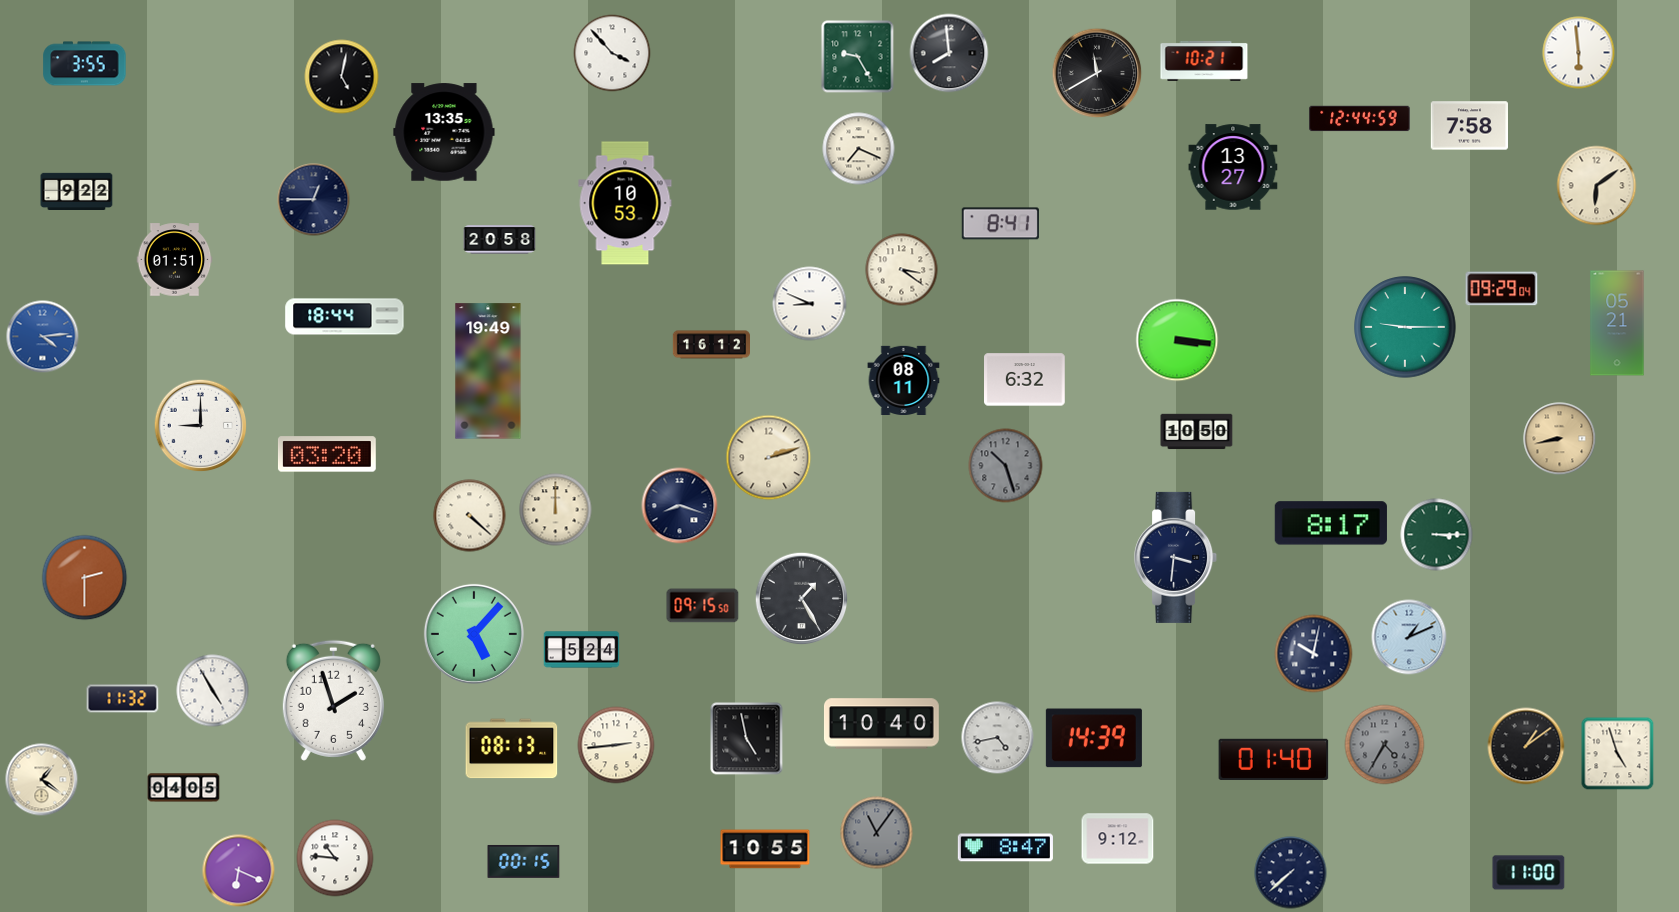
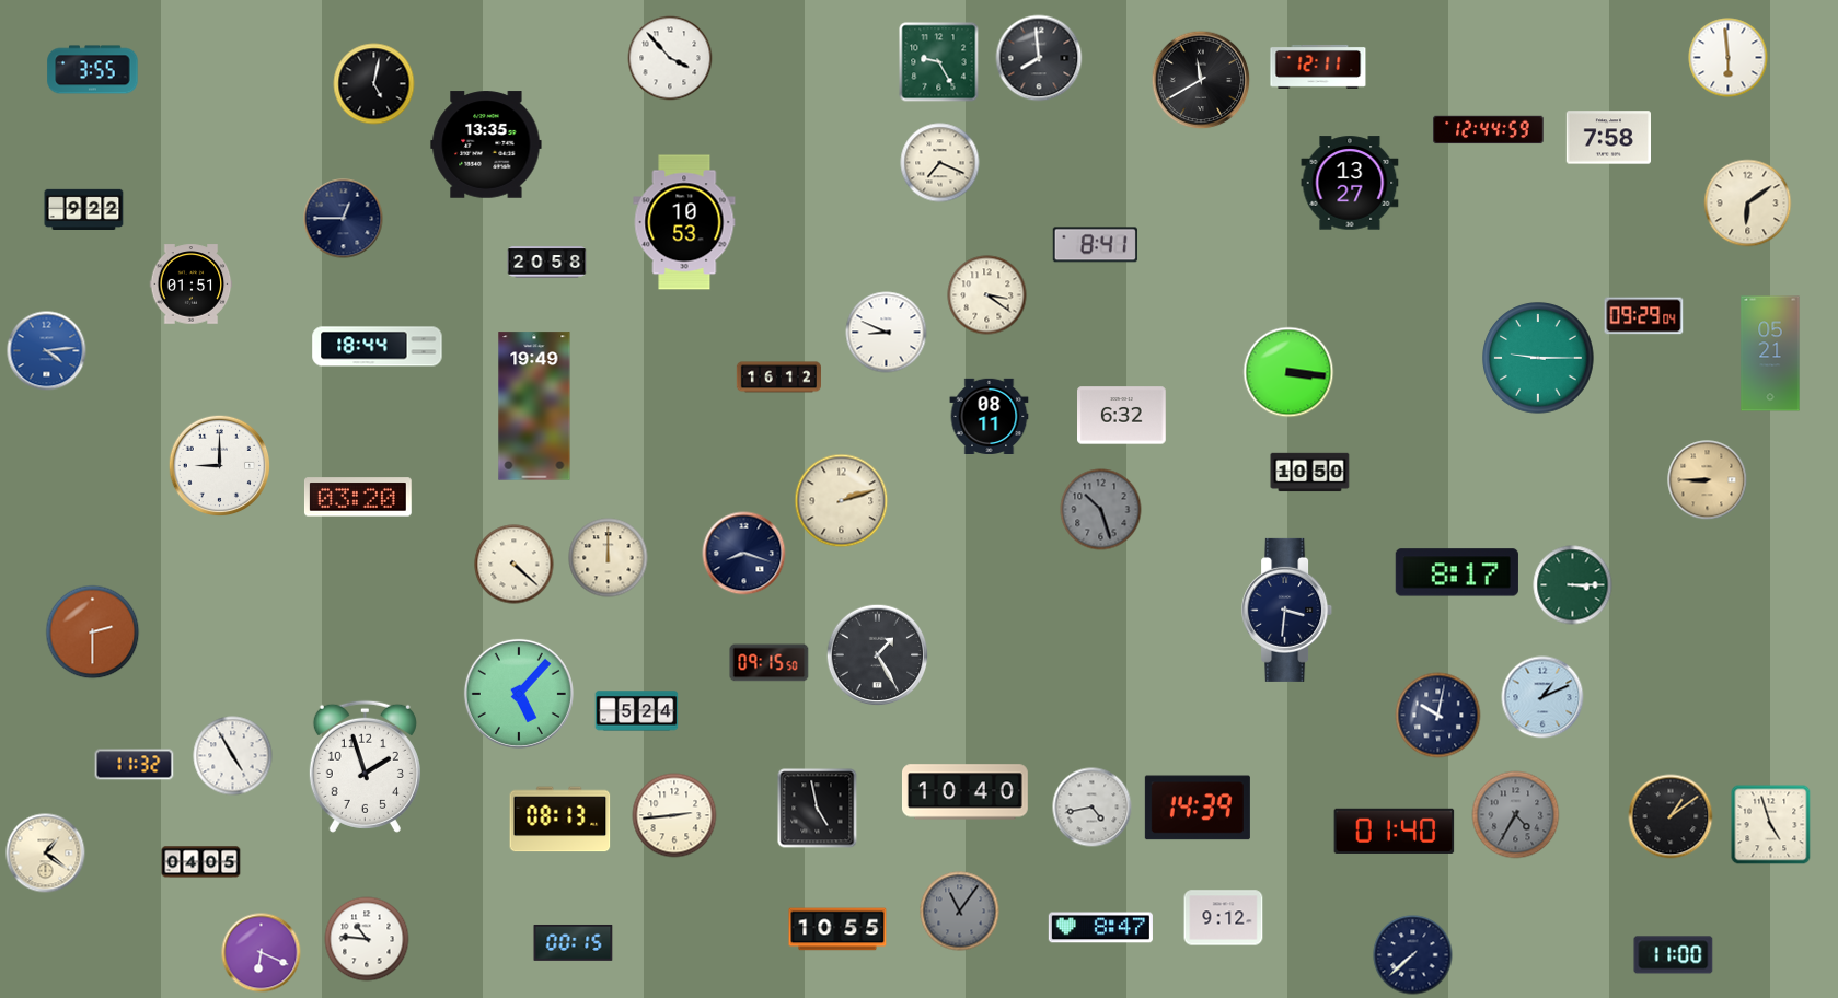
clock at (1204, 61): 10:21 -> 12:11
clock at (43, 337) position: (43, 337) -> (47, 351)
clock at (1560, 439): 8:43 -> 8:45
